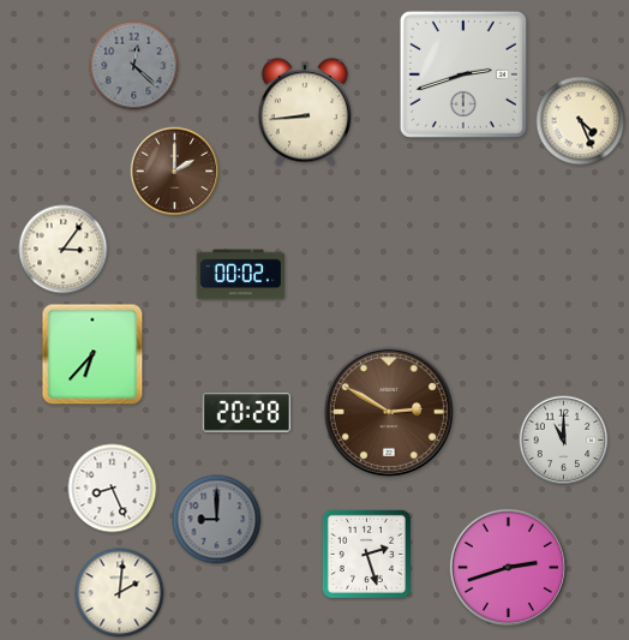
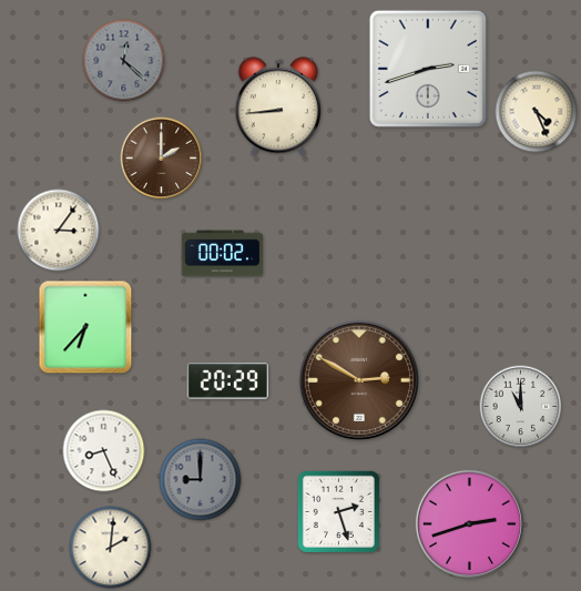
clock at (305, 112) position: (305, 112) -> (278, 106)
clock at (246, 413): 20:28 -> 20:29
